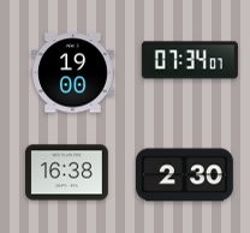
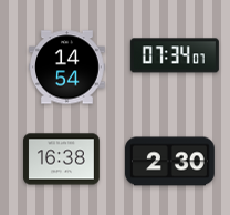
clock at (73, 73): 19:00 -> 14:54
